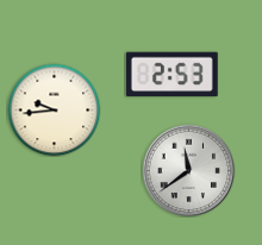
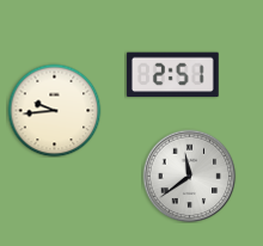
clock at (171, 75): 2:53 -> 2:51
clock at (188, 170) position: (188, 170) -> (189, 176)
